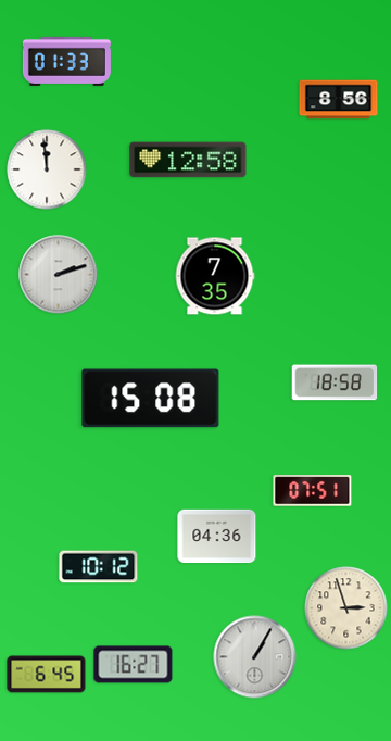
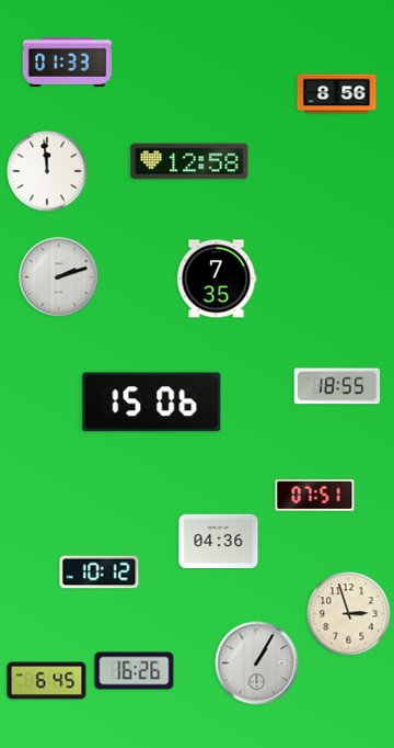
clock at (339, 100) position: (339, 100) -> (337, 94)
clock at (335, 382): 18:58 -> 18:55
clock at (151, 399): 15:08 -> 15:06
clock at (134, 665): 16:27 -> 16:26
